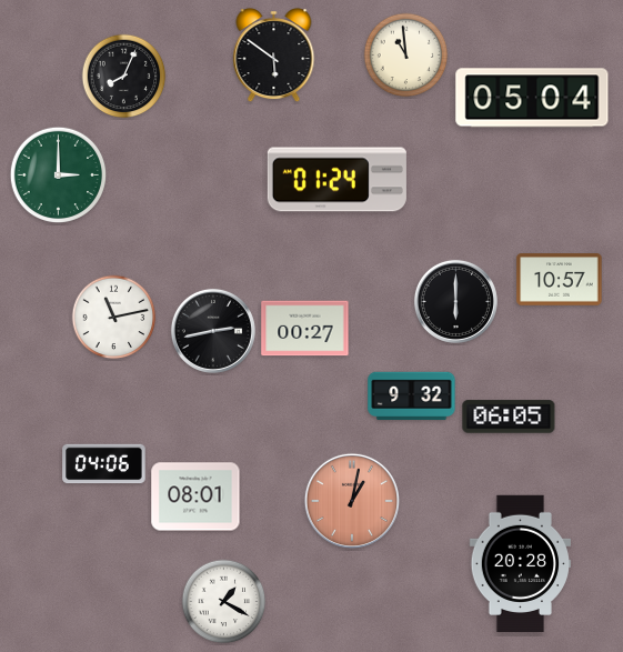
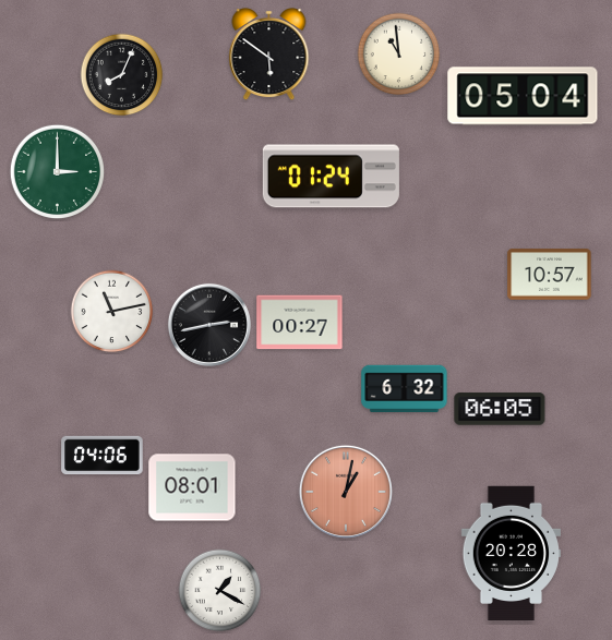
clock at (455, 301): 6:00 -> none
clock at (412, 397): 9:32 -> 6:32
